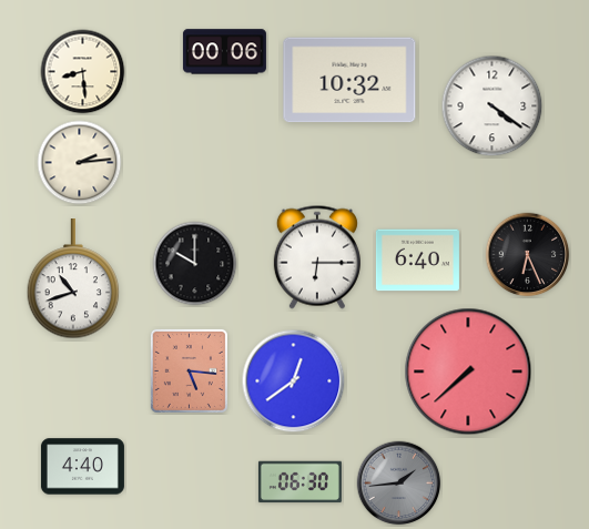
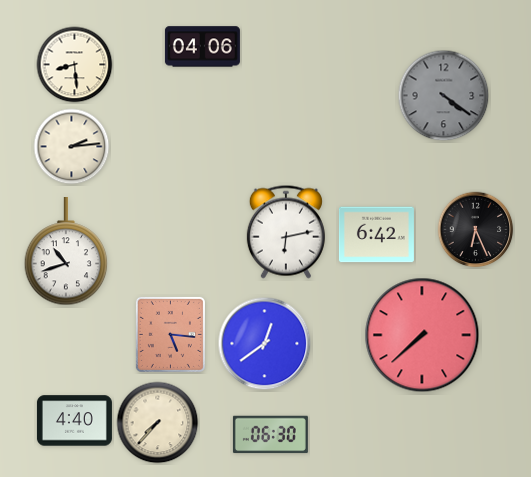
clock at (224, 52): 00:06 -> 04:06
clock at (349, 80): 10:32 -> none
clock at (492, 106) dial: white -> grey
clock at (317, 257): 6:15 -> 6:13
clock at (417, 261): 6:40 -> 6:42
clock at (195, 264): 10:00 -> none
clock at (158, 423): none -> 7:37
clock at (399, 484): 1:44 -> none
